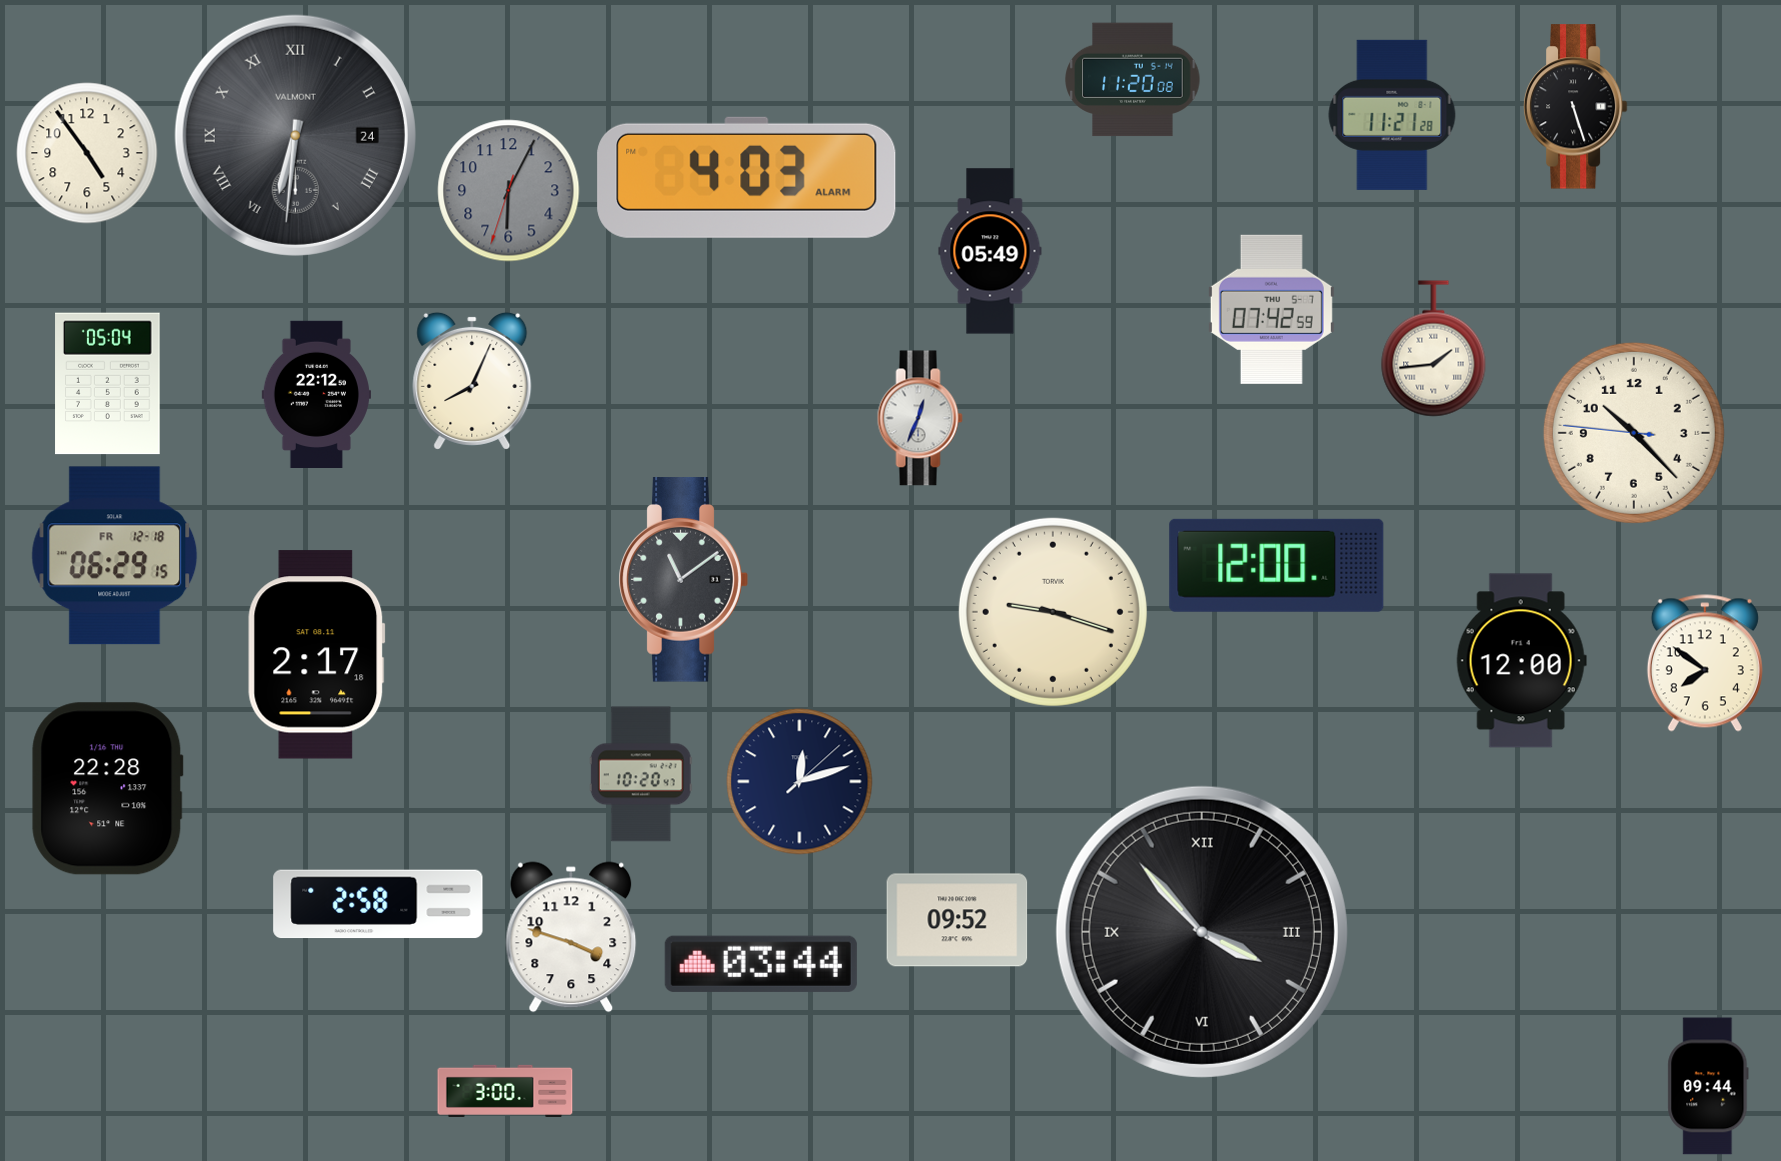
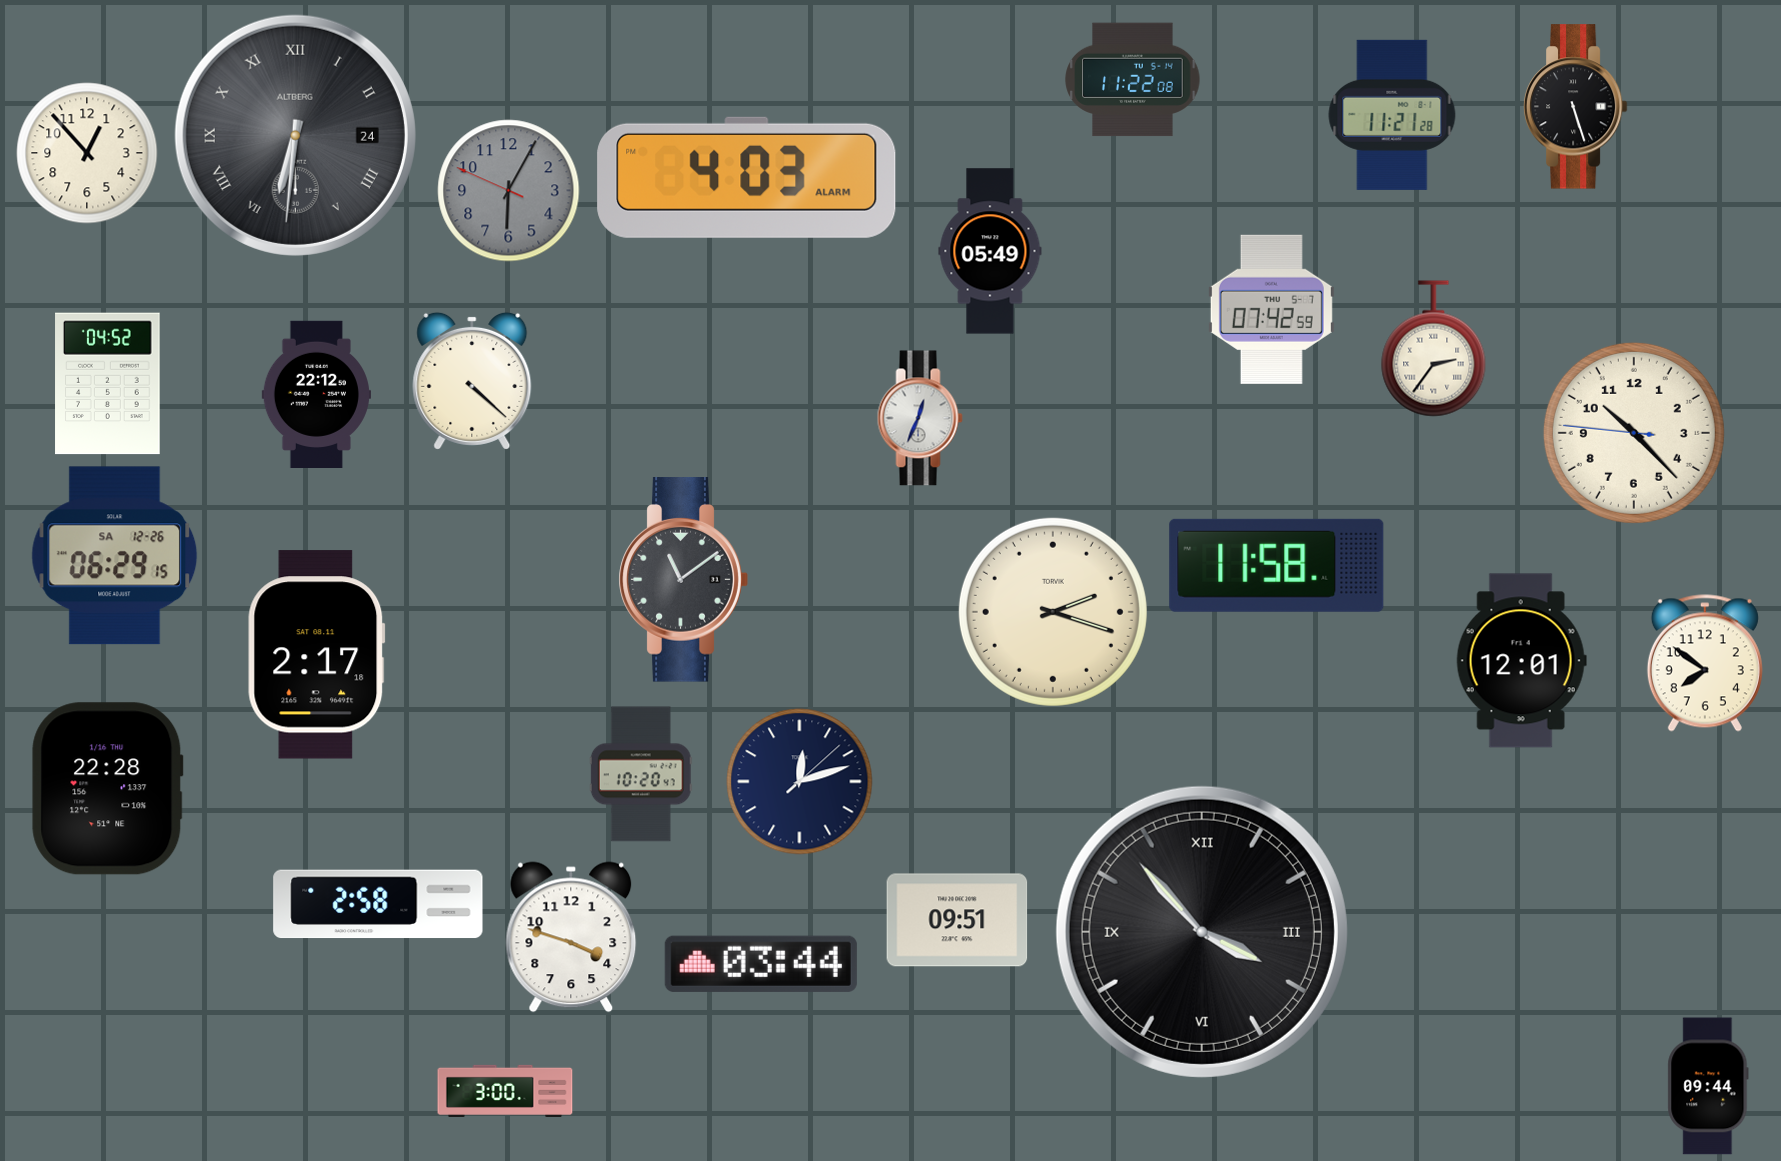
clock at (1133, 80): 11:20 -> 11:22
clock at (295, 135) brand: VALMONT -> ALTBERG
clock at (87, 153): 4:54 -> 12:53
clock at (509, 191): 6:04:33 -> 6:04:49
clock at (1434, 349): 1:44 -> 2:36
clock at (472, 381): 8:04 -> 4:22
clock at (108, 384): 05:04 -> 04:52
clock at (115, 556) date: FR 12-18 -> SA 12-26
clock at (1277, 565): 12:00 -> 11:58
clock at (1053, 612): 9:18 -> 2:18
clock at (1521, 661): 12:00 -> 12:01
clock at (957, 920): 09:52 -> 09:51
